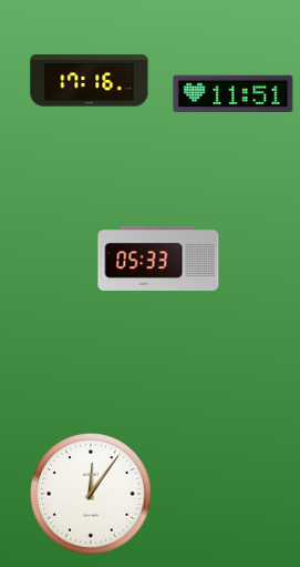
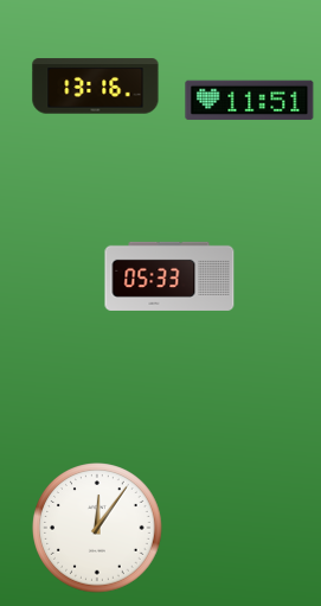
clock at (90, 81): 17:16 -> 13:16
